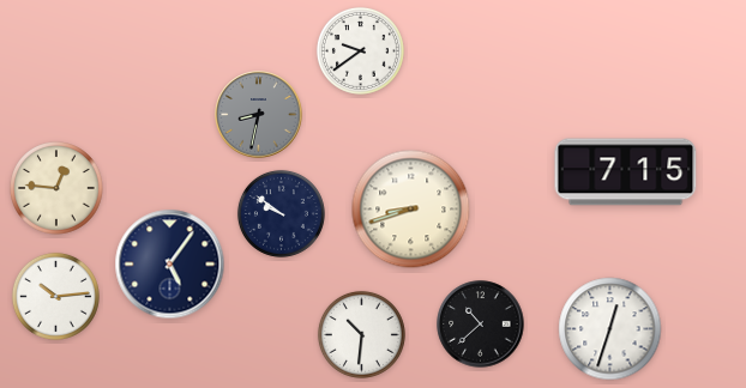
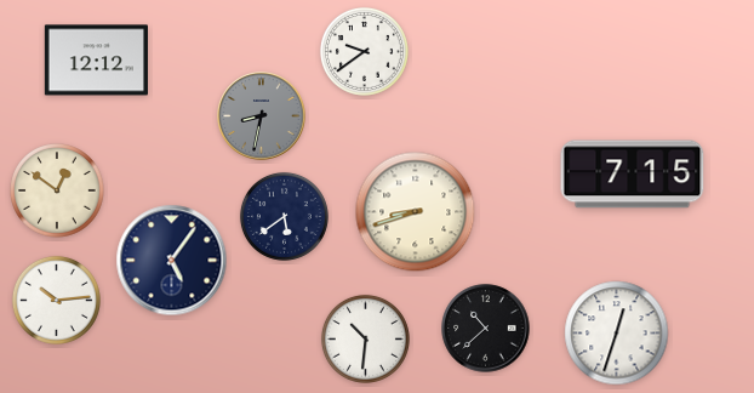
clock at (96, 61): none -> 12:12
clock at (56, 188): 12:46 -> 12:51
clock at (281, 213): 9:51 -> 5:39
clock at (170, 265) position: (170, 265) -> (172, 261)
